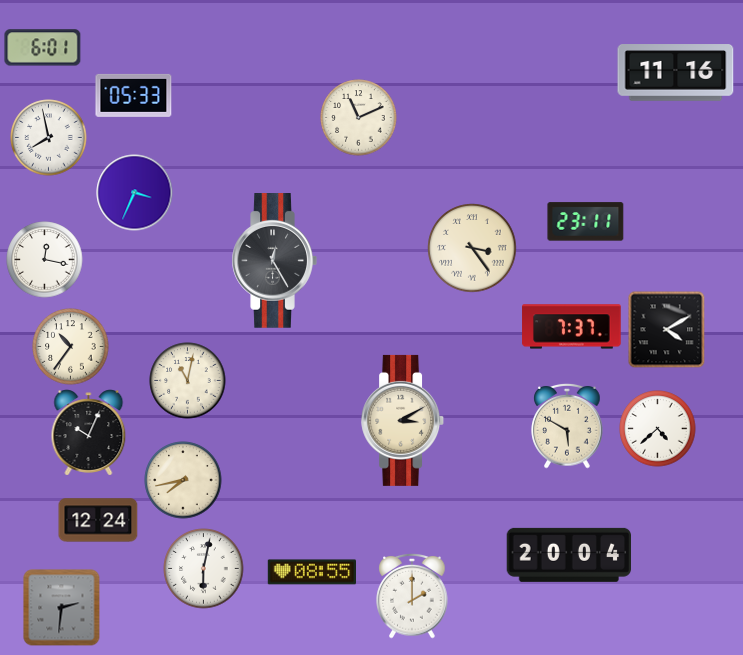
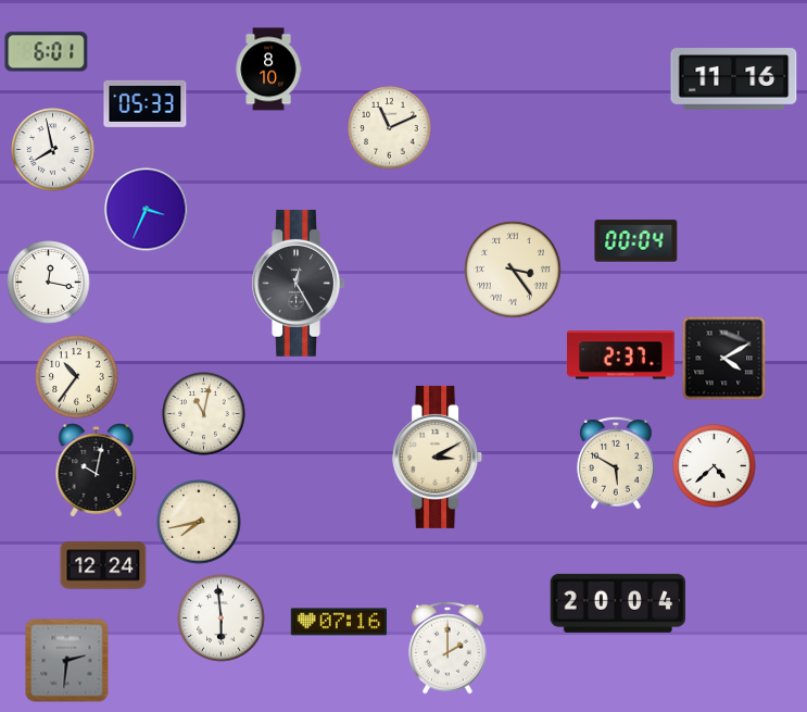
clock at (268, 70): none -> 8:10
clock at (586, 222): 23:11 -> 00:04
clock at (572, 327): 7:37 -> 2:37
clock at (89, 433): 10:04 -> 10:02
clock at (98, 520) position: (98, 520) -> (103, 565)
clock at (204, 569): 6:02 -> 5:59
clock at (311, 572): 08:55 -> 07:16
